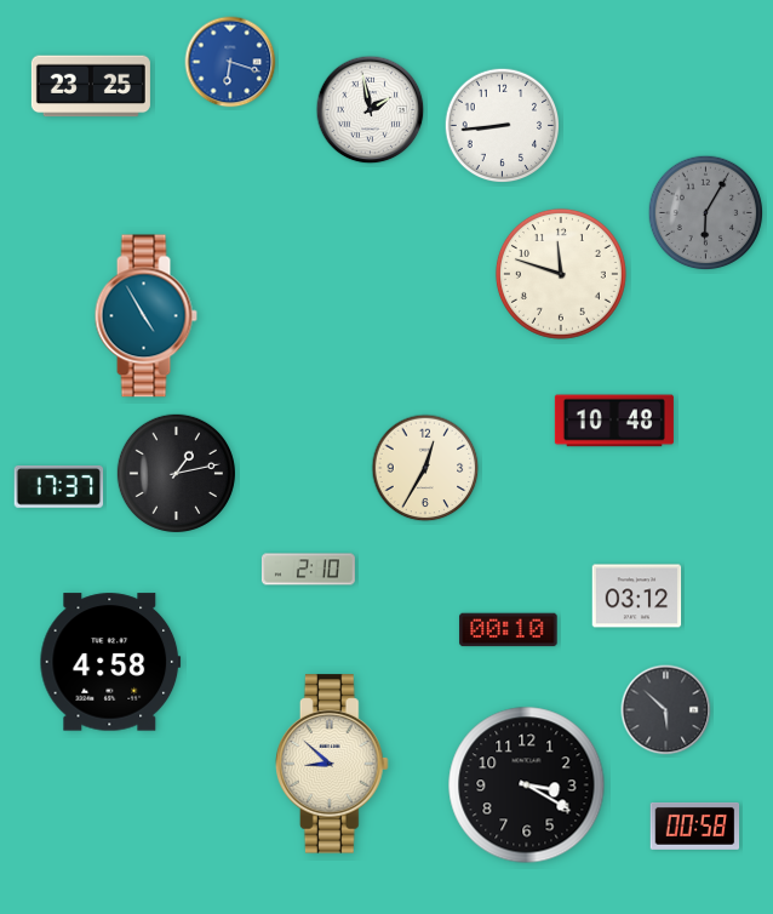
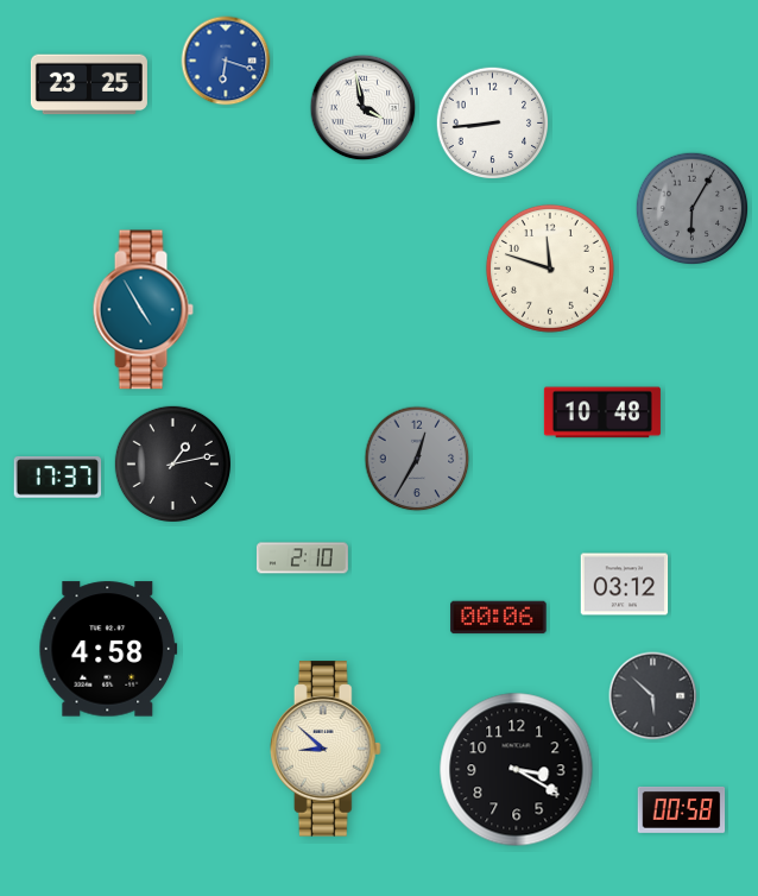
clock at (371, 110): 1:58 -> 3:58
clock at (425, 468) dial: cream -> grey
clock at (509, 630): 00:10 -> 00:06
